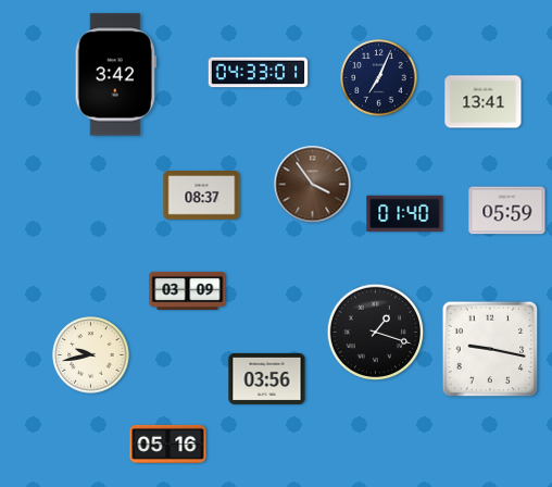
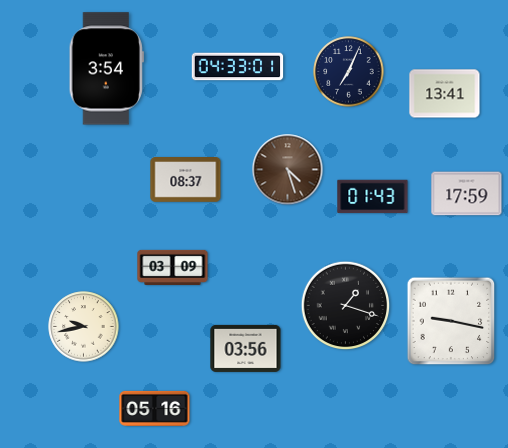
clock at (115, 75): 3:42 -> 3:54
clock at (313, 185): 3:54 -> 4:27
clock at (507, 211): 05:59 -> 17:59
clock at (405, 214): 01:40 -> 01:43
